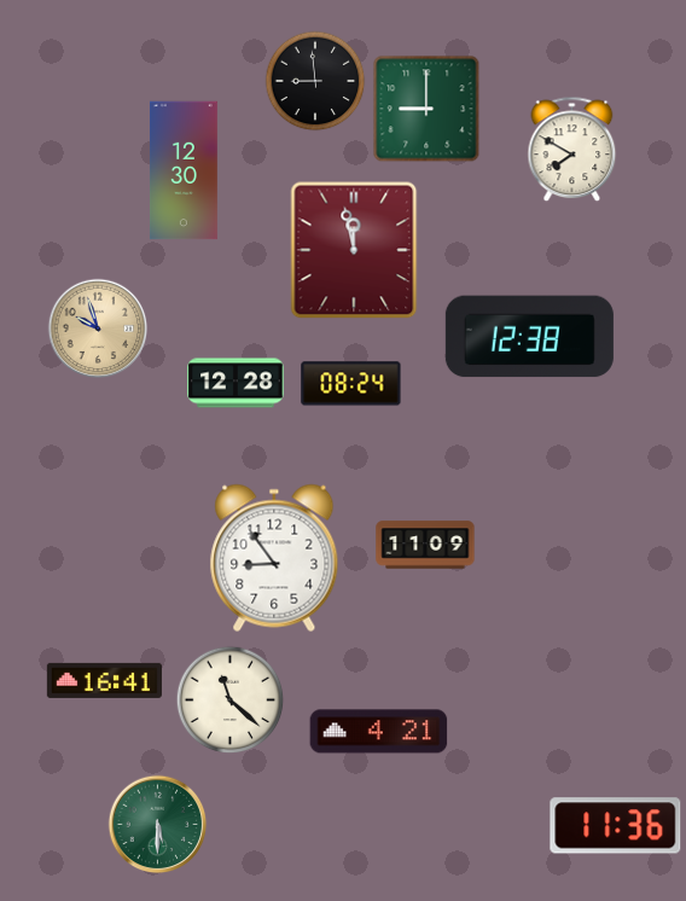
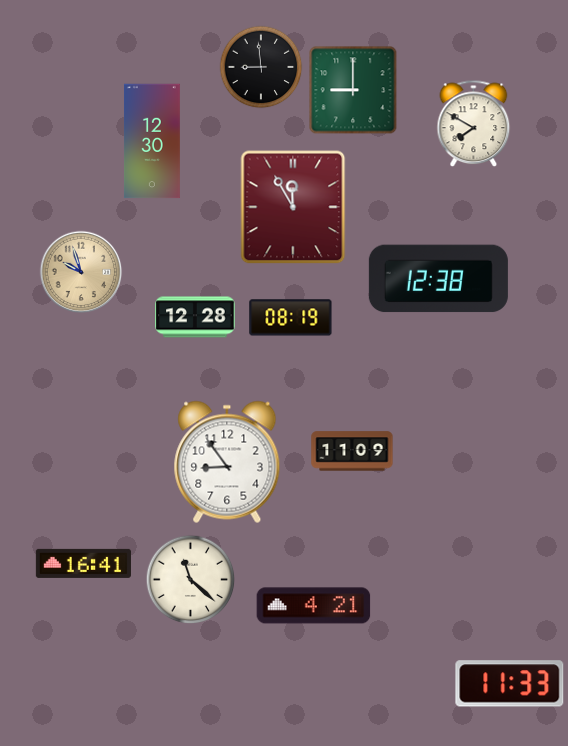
clock at (354, 250): 11:58 -> 11:55
clock at (351, 384): 08:24 -> 08:19
clock at (104, 680) position: (104, 680) -> (83, 563)
clock at (158, 825): 5:30 -> none
clock at (616, 826): 11:36 -> 11:33
